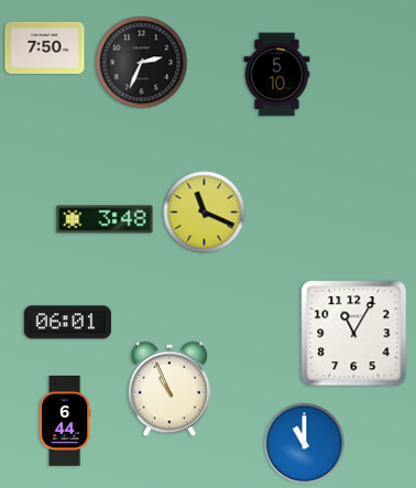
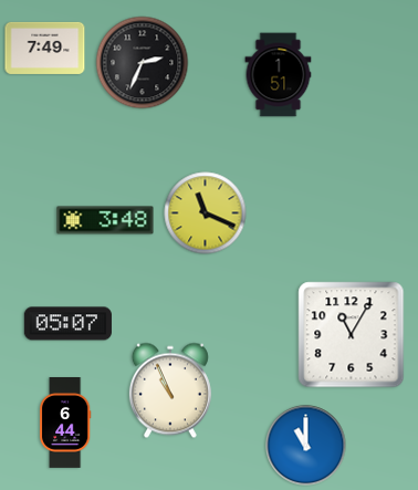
clock at (45, 47): 7:50 -> 7:49
clock at (277, 75): 5:10 -> 1:51
clock at (67, 323): 06:01 -> 05:07
clock at (354, 334) position: (354, 334) -> (352, 335)
